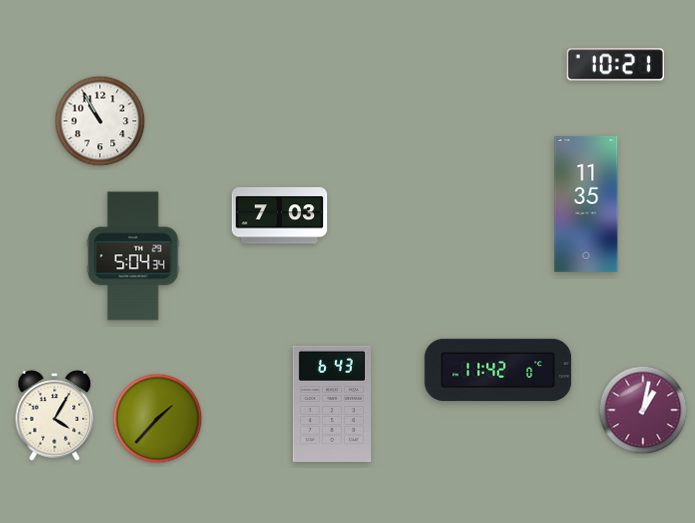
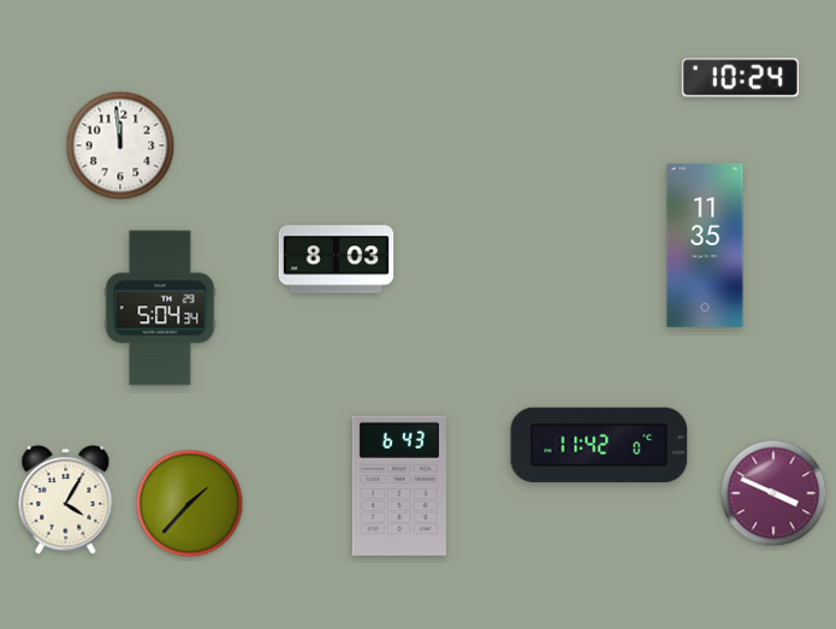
clock at (615, 65): 10:21 -> 10:24
clock at (100, 121): 10:55 -> 11:59
clock at (280, 216): 7:03 -> 8:03
clock at (643, 410): 1:02 -> 3:49
